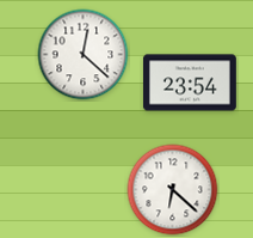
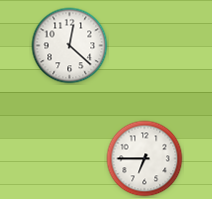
clock at (190, 83): 23:54 -> none
clock at (173, 190): 6:22 -> 6:45
